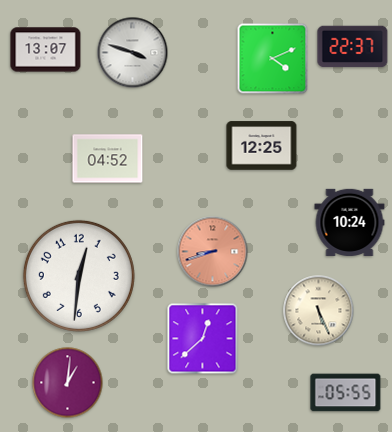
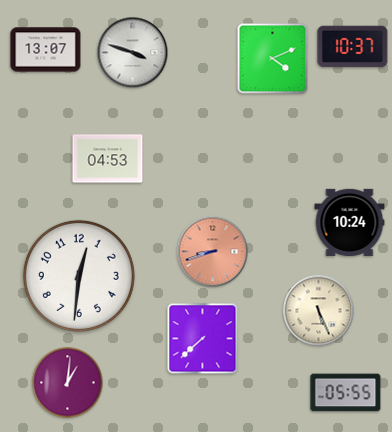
clock at (353, 47): 22:37 -> 10:37
clock at (262, 146): 12:25 -> none
clock at (108, 159): 04:52 -> 04:53
clock at (203, 339): 12:38 -> 7:38
